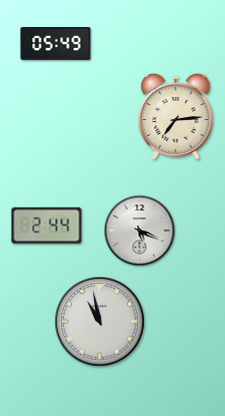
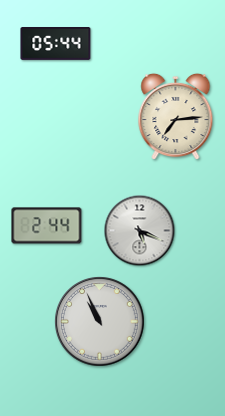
clock at (56, 44): 05:49 -> 05:44
clock at (100, 322): 10:58 -> 10:56
